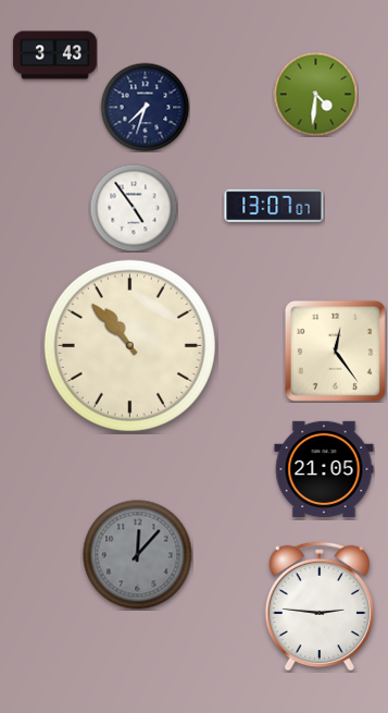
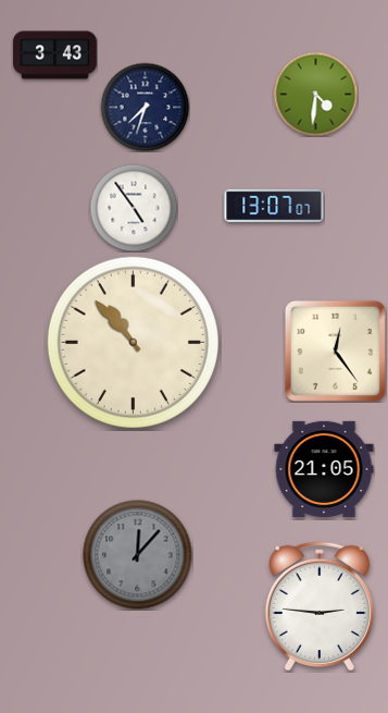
clock at (129, 345) position: (129, 345) -> (133, 342)
